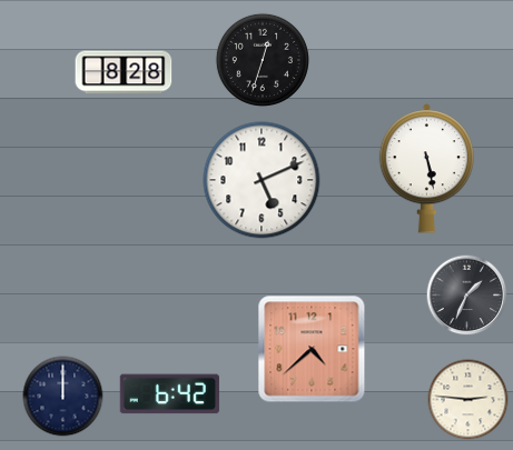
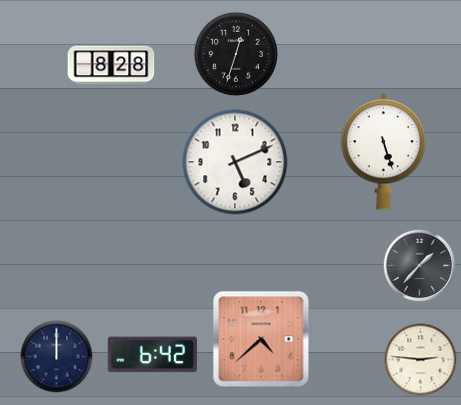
clock at (426, 169): 5:28 -> 5:27
clock at (467, 296): 1:34 -> 1:37
clock at (312, 349) position: (312, 349) -> (261, 339)
